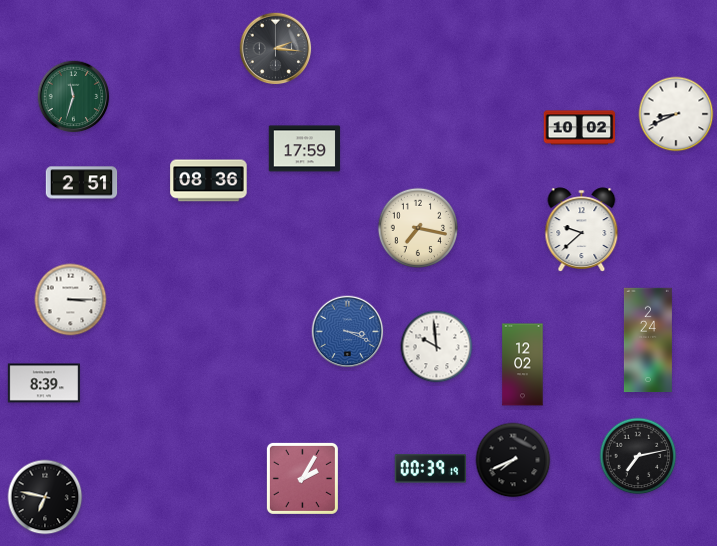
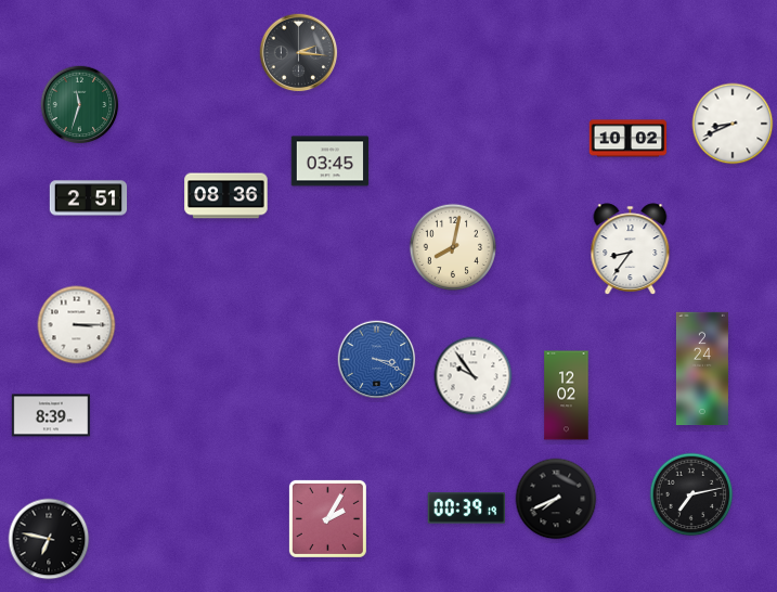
clock at (305, 149): 17:59 -> 03:45
clock at (418, 228): 7:17 -> 8:02
clock at (582, 230): 9:38 -> 8:36
clock at (437, 347): 9:59 -> 9:54
clock at (43, 383) position: (43, 383) -> (50, 415)
